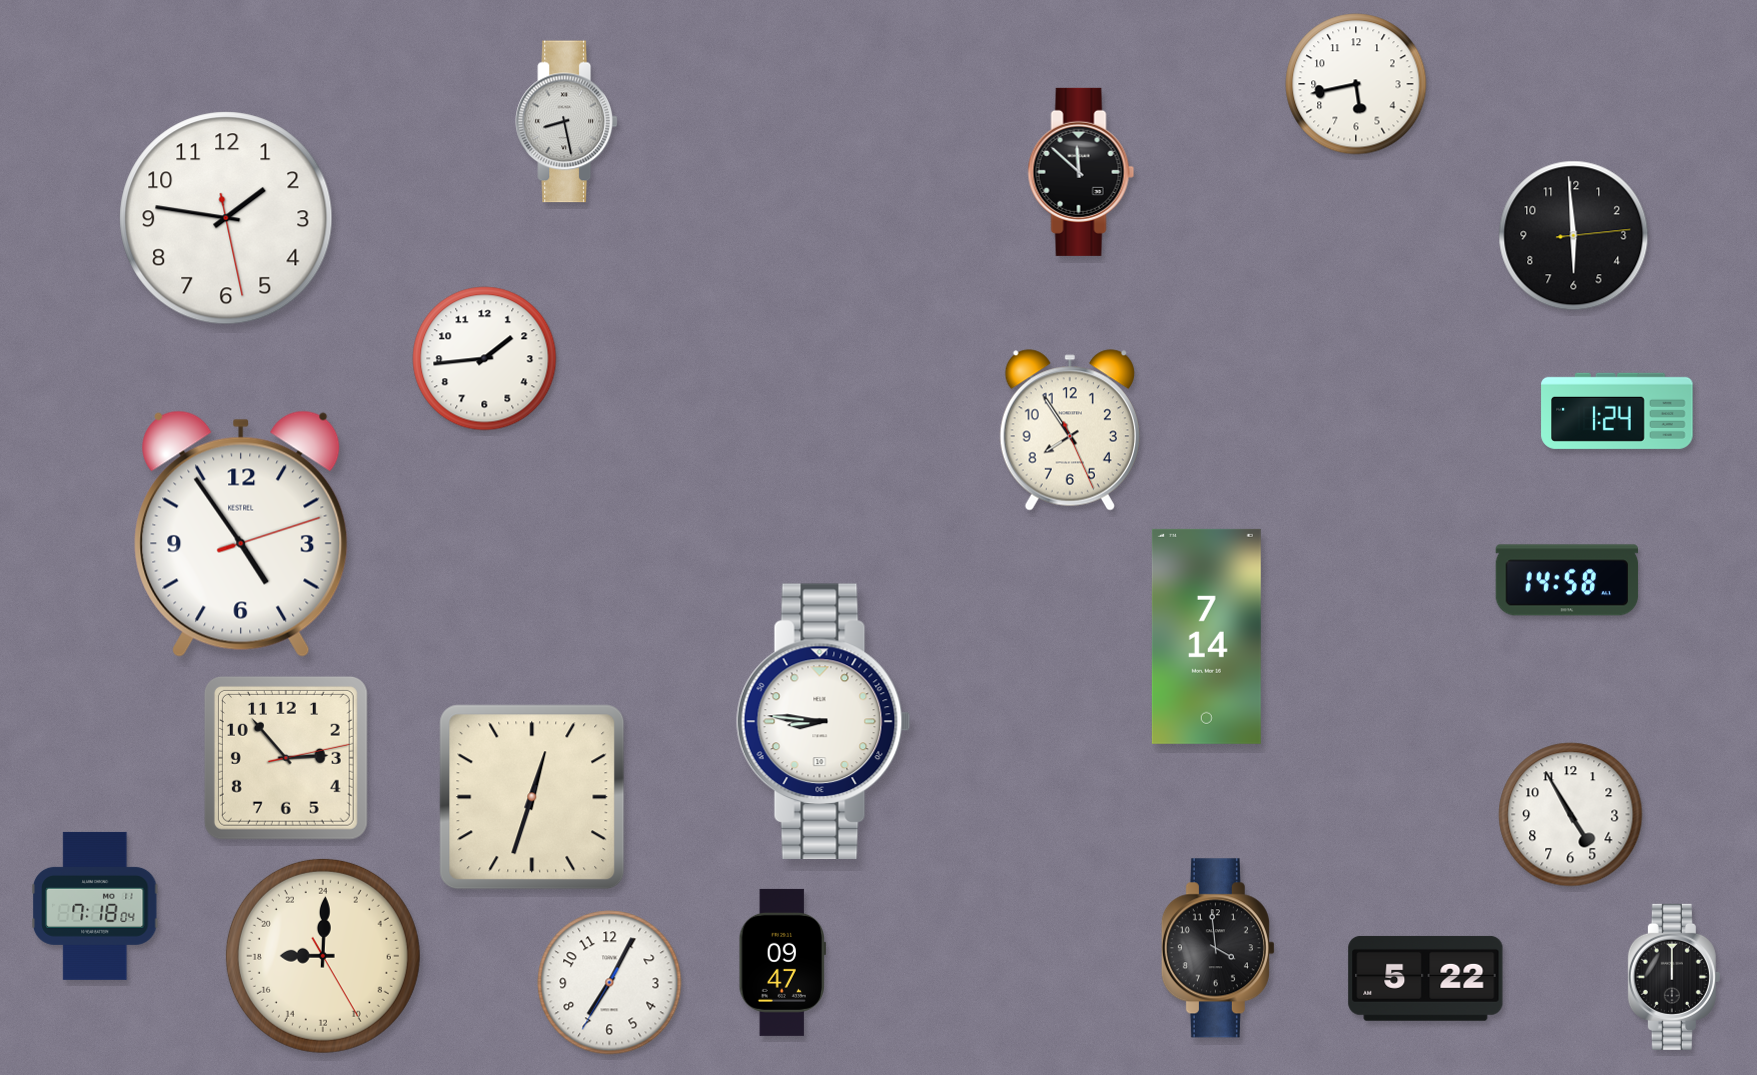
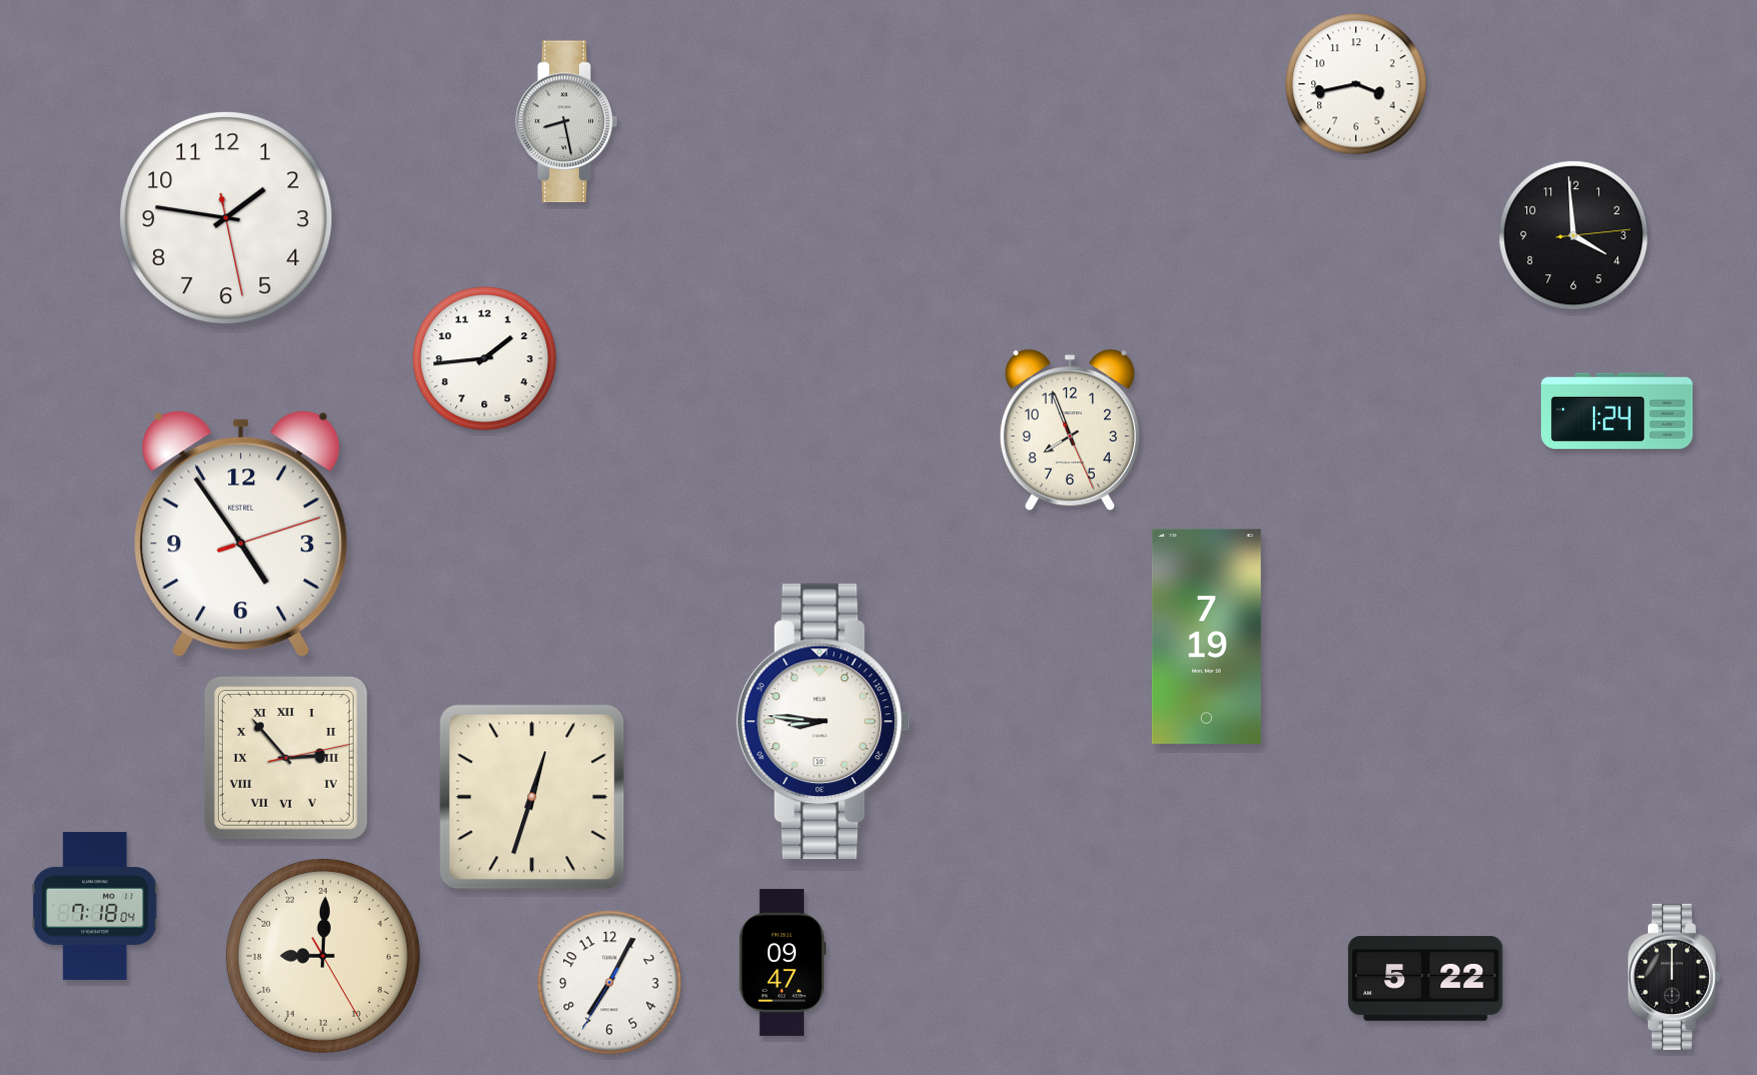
clock at (1356, 84): 5:43 -> 3:43
clock at (1081, 172): 11:52 -> none
clock at (1574, 236): 5:59 -> 3:59
clock at (1070, 430): 7:54 -> 7:56
clock at (1567, 580): 14:58 -> none
clock at (1206, 636): 7:14 -> 7:19
clock at (286, 758) numerals: Arabic -> Roman
clock at (1571, 815): 4:55 -> none
clock at (1218, 948): 3:59 -> none
